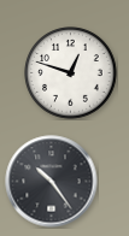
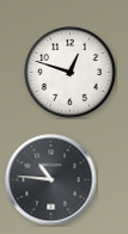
clock at (52, 182): 10:24 -> 10:46
